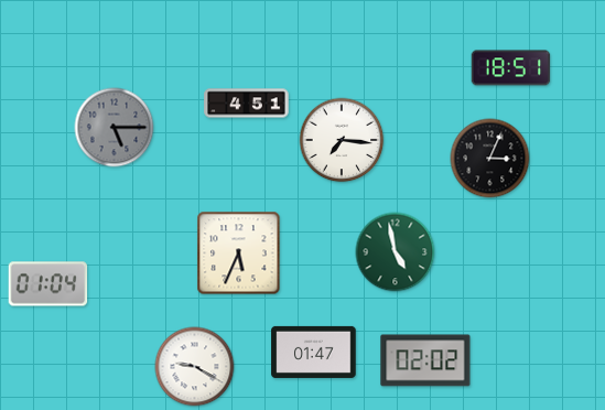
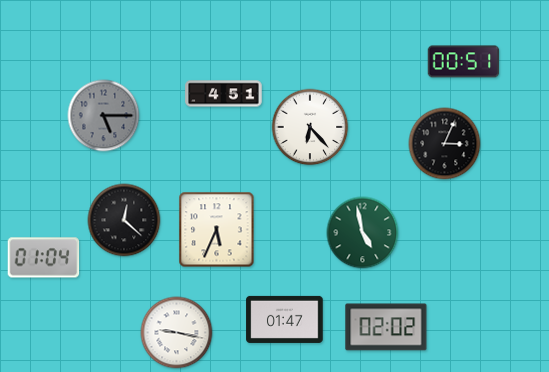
clock at (511, 68): 18:51 -> 00:51
clock at (342, 140): 7:16 -> 6:23
clock at (124, 220): none -> 12:22
clock at (396, 252) position: (396, 252) -> (363, 233)
clock at (195, 367): 9:20 -> 9:17
